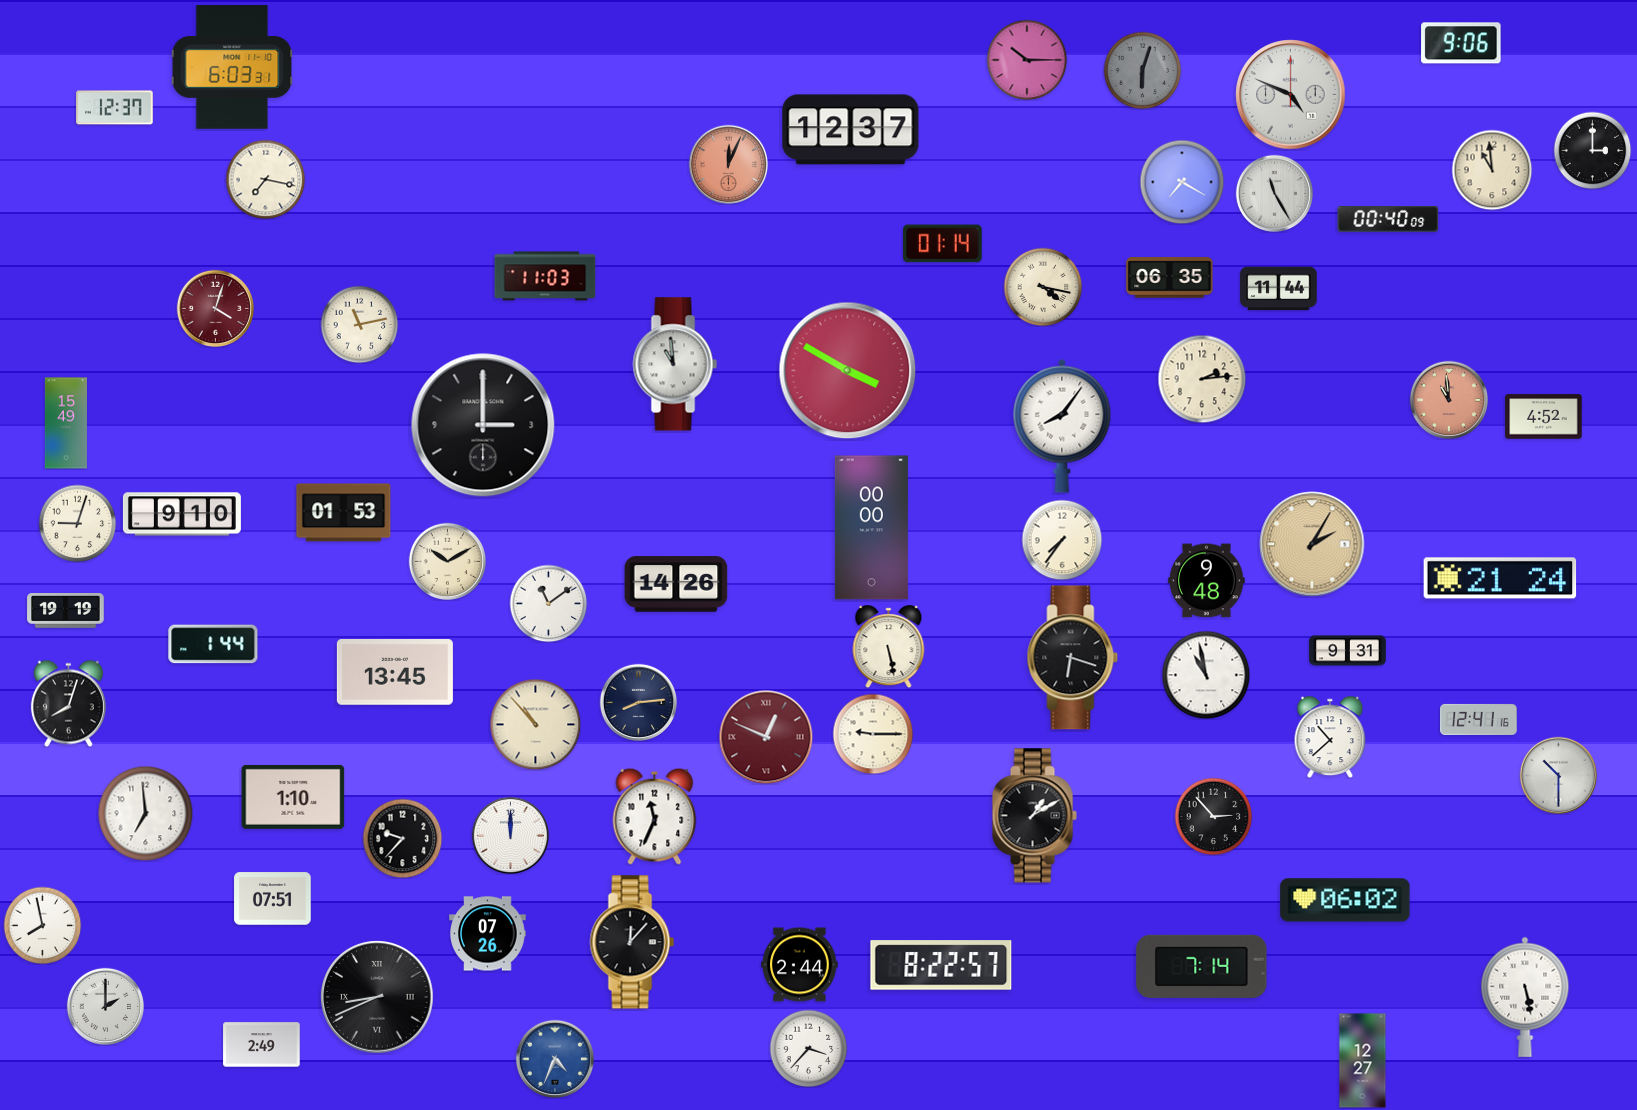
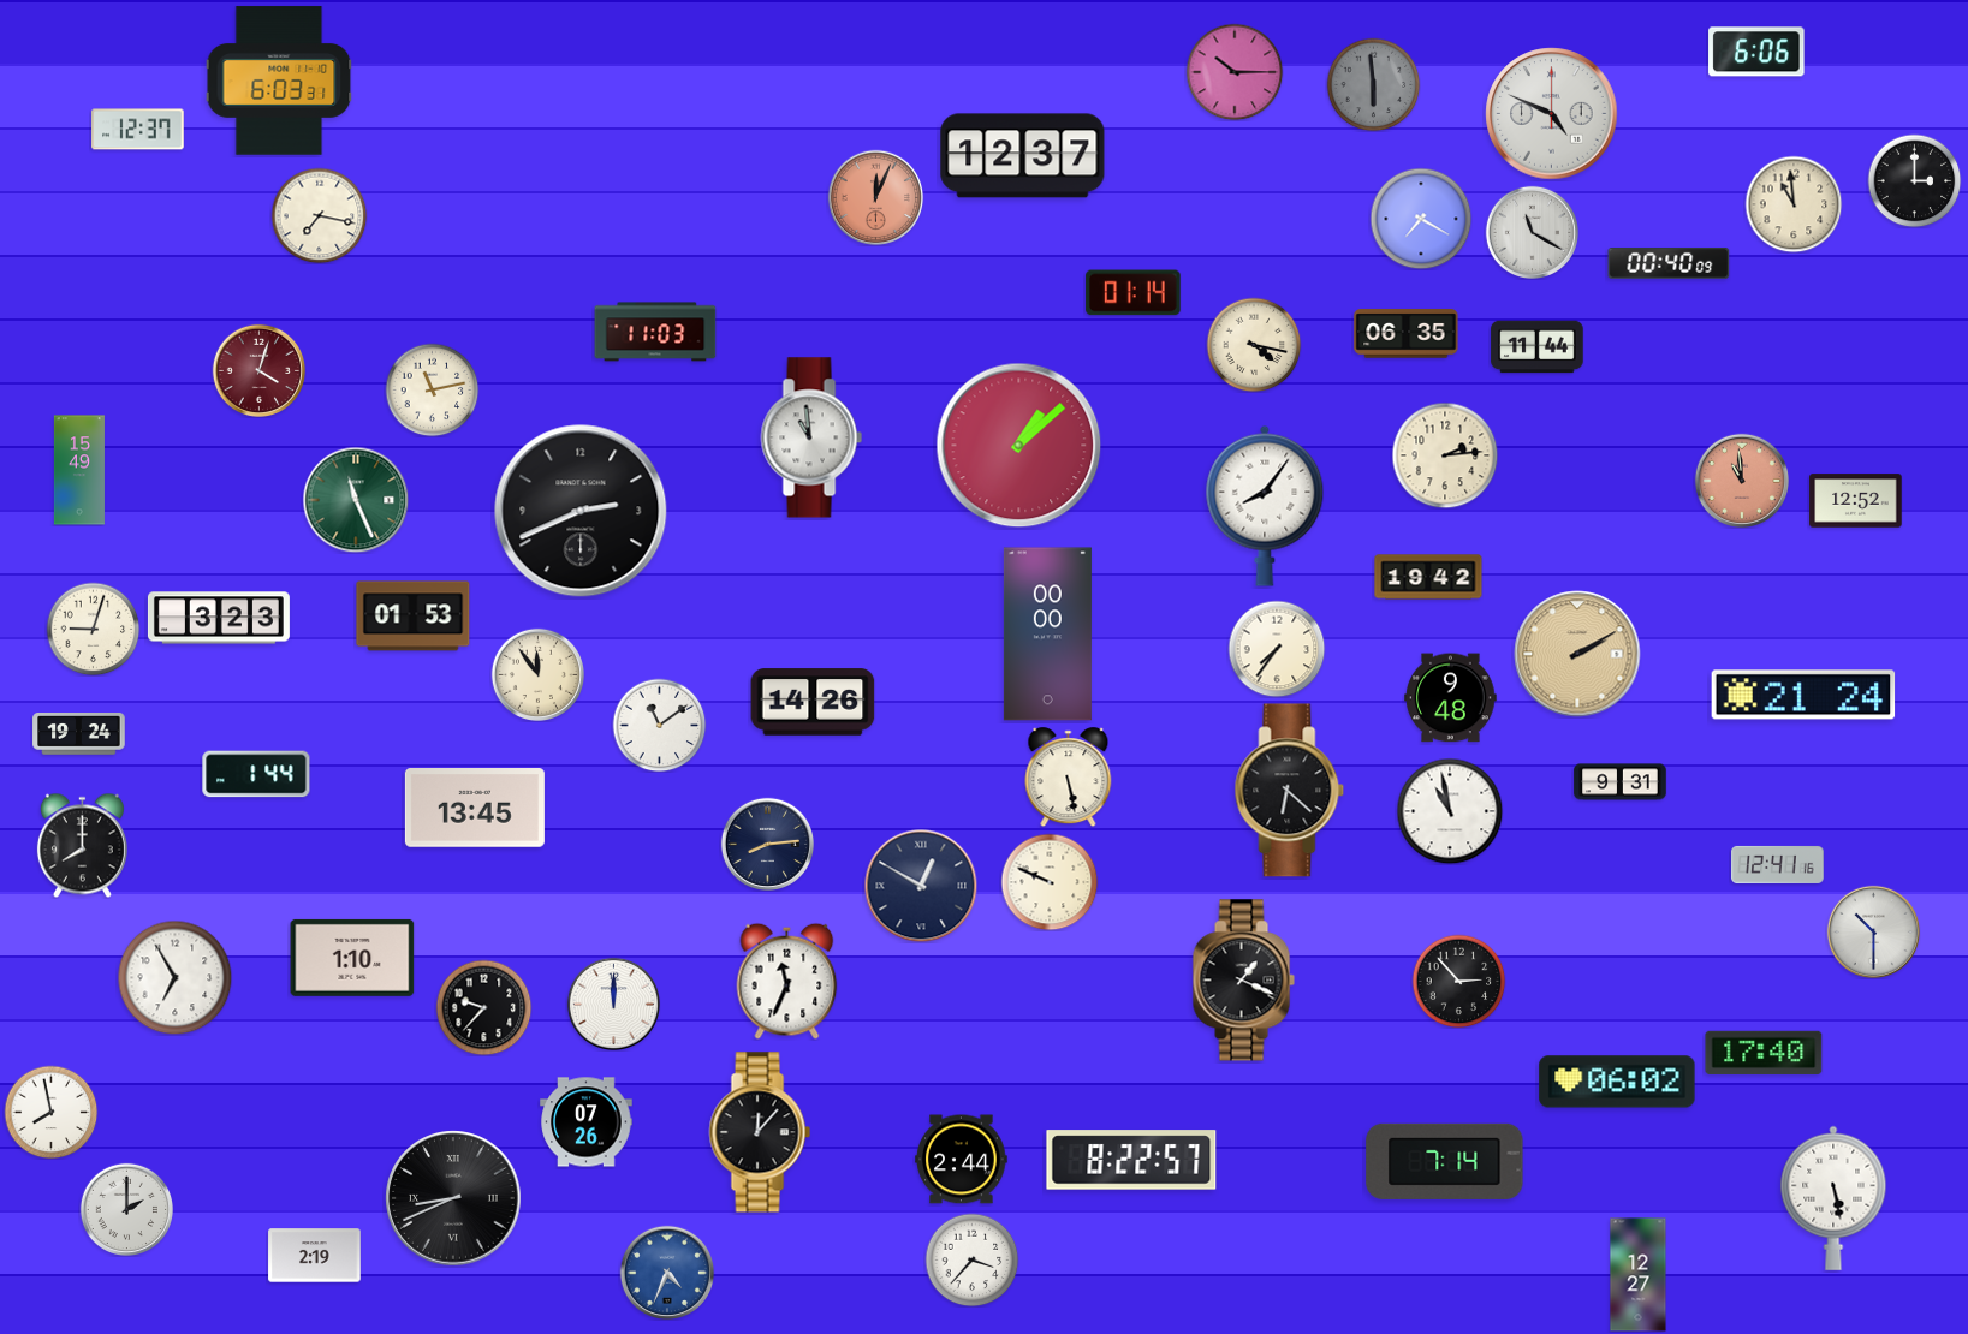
clock at (1461, 43): 9:06 -> 6:06
clock at (1142, 70): 6:03 -> 5:59
clock at (1274, 193): 11:25 -> 11:20
clock at (848, 371): 3:50 -> 1:08
clock at (356, 500): none -> 11:26
clock at (1544, 417): 4:52 -> 12:52
clock at (66, 423) position: (66, 423) -> (79, 470)
clock at (483, 425): 3:00 -> 2:41
clock at (1062, 426) position: (1062, 426) -> (1265, 506)
clock at (1428, 577): none -> 19:42
clock at (182, 514): 9:10 -> 3:23
clock at (1312, 544): 2:05 -> 2:10
clock at (447, 561): 10:10 -> 11:54
clock at (66, 611): 19:19 -> 19:24
clock at (1073, 658): 6:18 -> 6:22
clock at (68, 703): 8:03 -> 8:00
clock at (535, 724): 10:53 -> none
clock at (873, 734): 9:15 -> 9:49
clock at (766, 737): 12:49 -> 12:50
clock at (766, 737) dial: burgundy -> navy
clock at (1330, 737): 10:38 -> none
clock at (145, 813): 6:59 -> 6:55
clock at (1034, 816): 1:10 -> 1:19
clock at (1764, 1053): none -> 17:40
clock at (273, 899): 07:51 -> none
clock at (262, 1045): 2:49 -> 2:19
